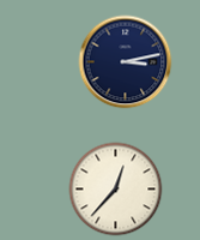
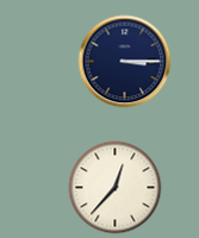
clock at (125, 61): 3:13 -> 3:15
